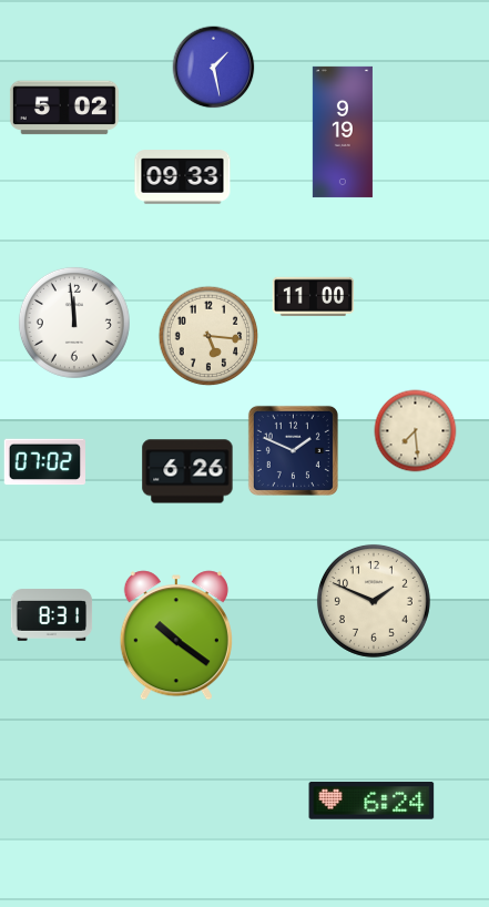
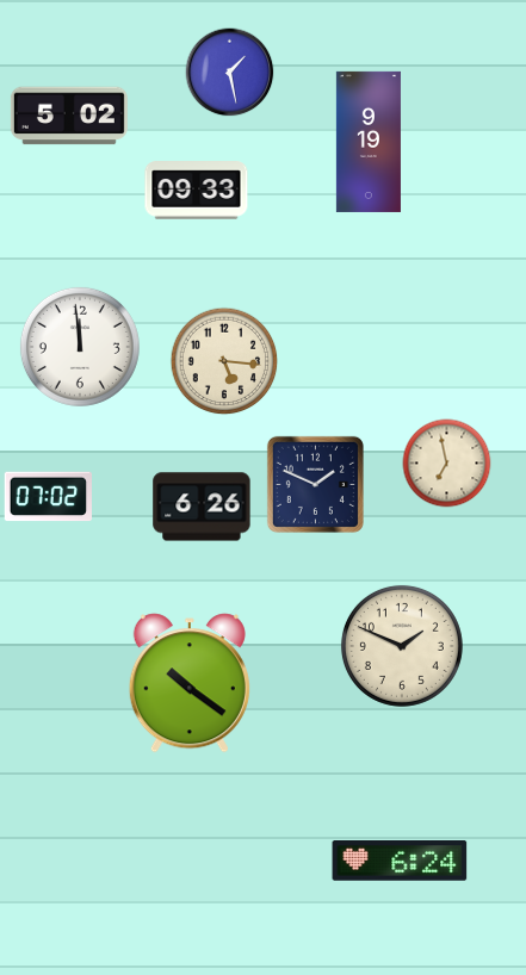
clock at (314, 296): 11:00 -> none
clock at (416, 431): 7:29 -> 6:58
clock at (52, 615): 8:31 -> none
